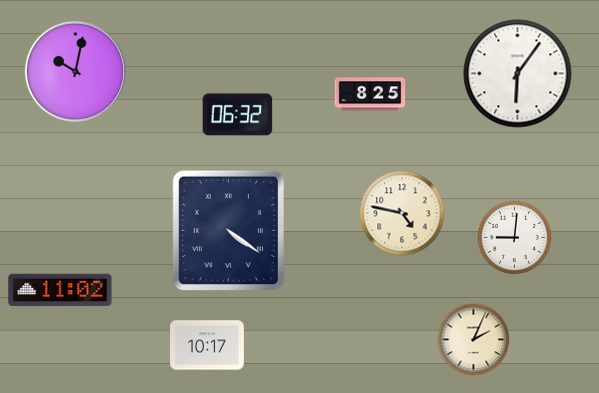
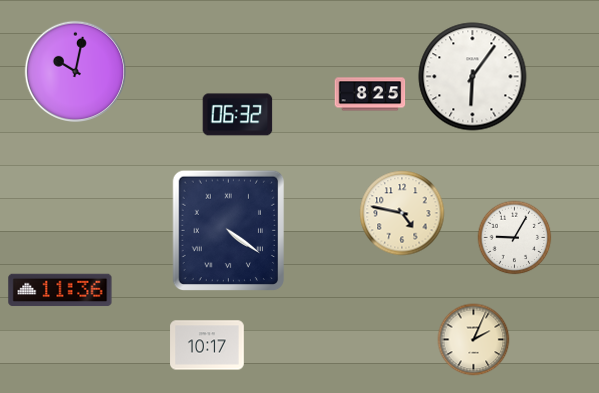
clock at (518, 74) position: (518, 74) -> (473, 77)
clock at (515, 238): 9:01 -> 9:05
clock at (60, 290): 11:02 -> 11:36
